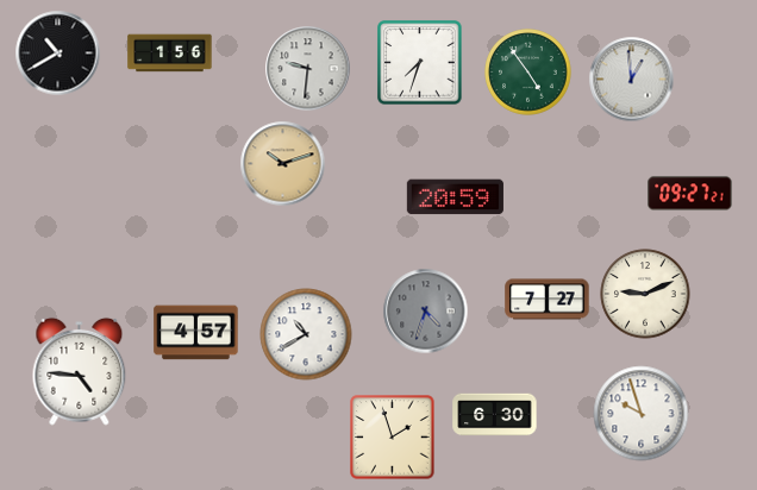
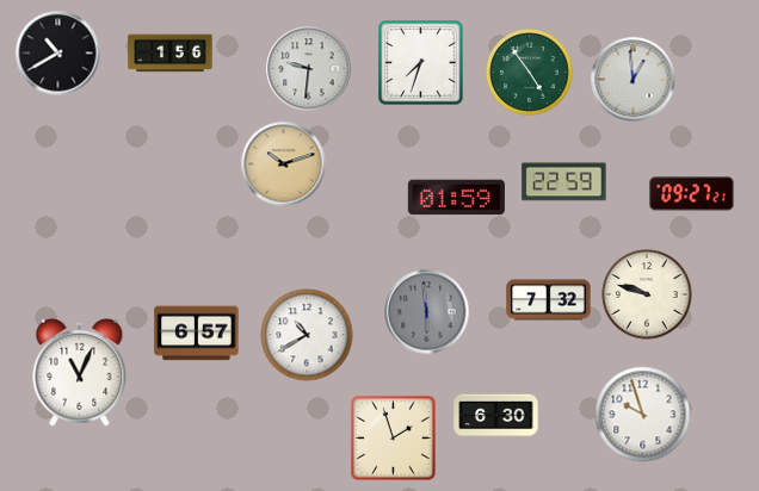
clock at (564, 182): none -> 22:59
clock at (455, 197): 20:59 -> 01:59
clock at (645, 294): 9:11 -> 9:48
clock at (548, 300): 7:27 -> 7:32
clock at (426, 312): 4:33 -> 5:59
clock at (196, 333): 4:57 -> 6:57
clock at (80, 371): 4:46 -> 11:04
